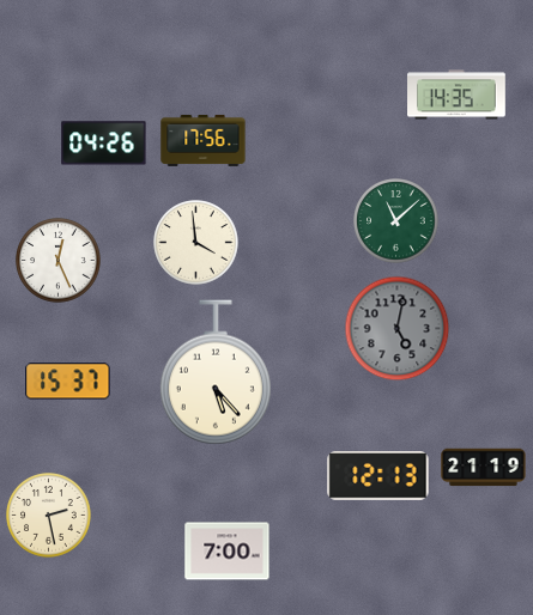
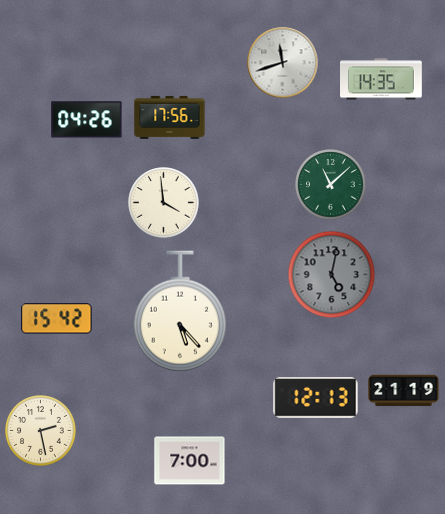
clock at (283, 63): none -> 11:42
clock at (59, 261): 12:26 -> none
clock at (68, 382): 15:37 -> 15:42
